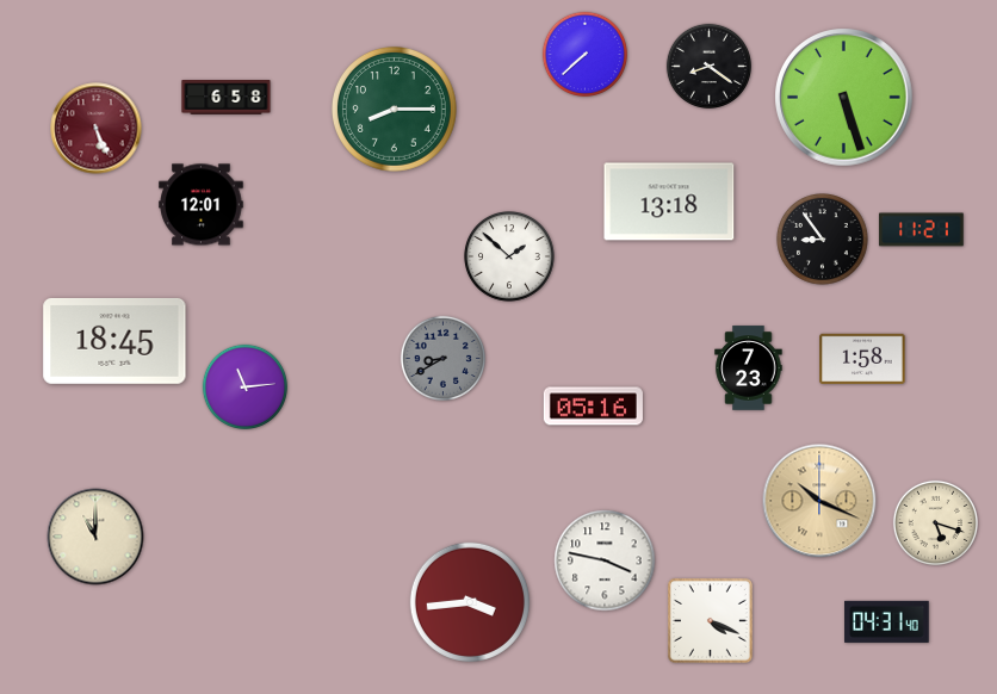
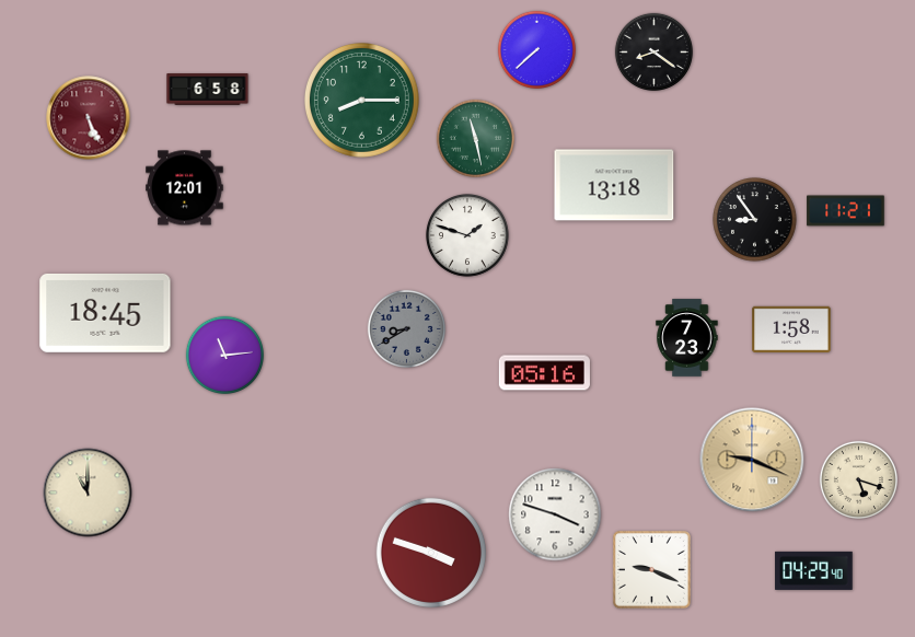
clock at (708, 66) position: (708, 66) -> (653, 51)
clock at (844, 98): 5:27 -> none
clock at (475, 138): none -> 11:28
clock at (510, 258): 1:52 -> 1:48
clock at (819, 501): 10:19 -> 9:19
clock at (605, 560): 3:47 -> 3:48
clock at (470, 602): 3:44 -> 3:48
clock at (710, 620): 4:19 -> 9:19
clock at (887, 621): 04:31 -> 04:29
